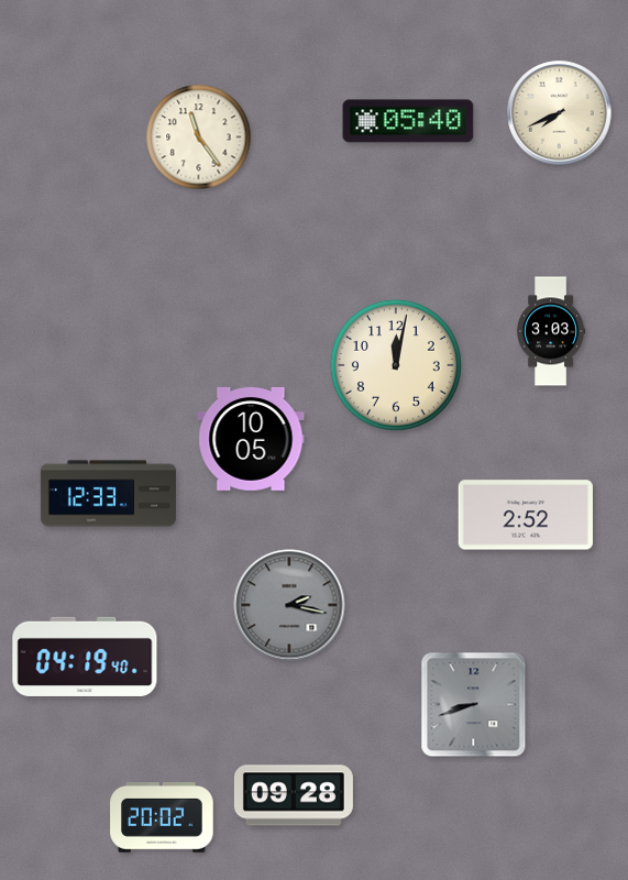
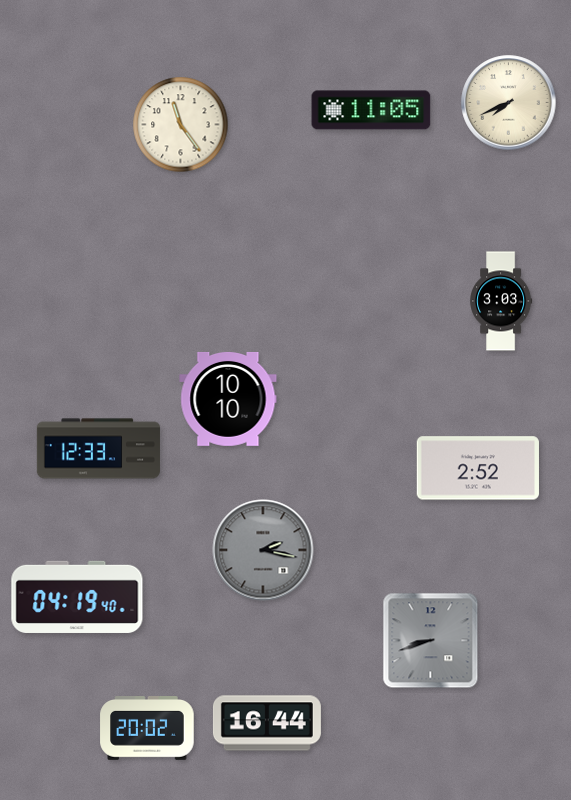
clock at (408, 121): 05:40 -> 11:05
clock at (396, 365): 12:02 -> none
clock at (251, 439): 10:05 -> 10:10
clock at (294, 795): 09:28 -> 16:44
clock at (162, 818) position: (162, 818) -> (147, 729)
